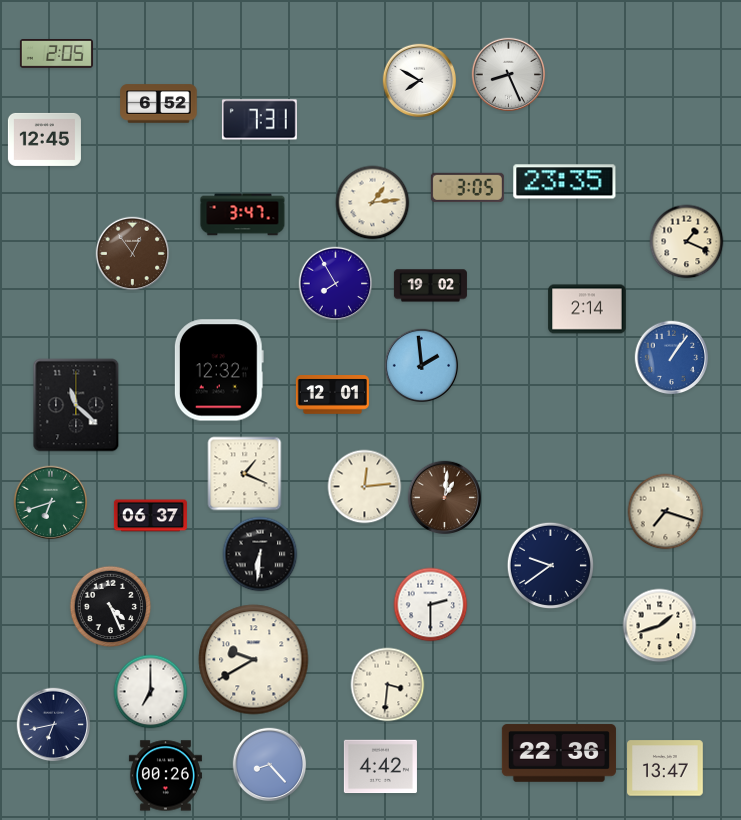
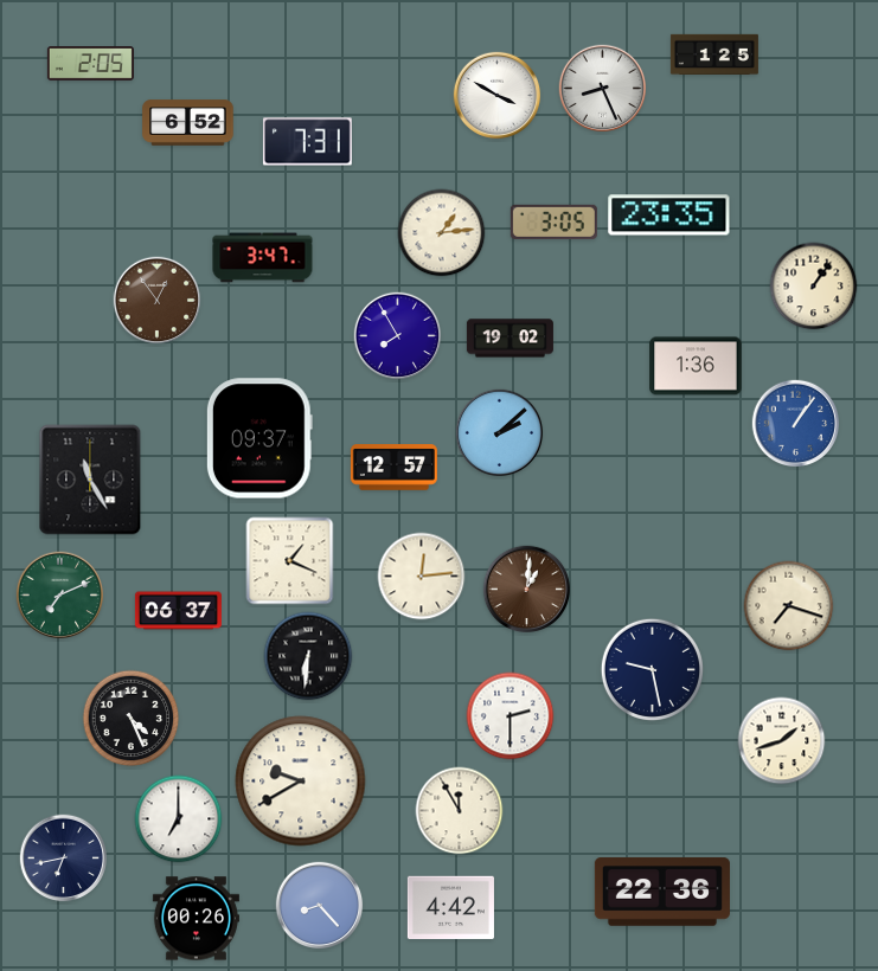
clock at (714, 54): none -> 1:25
clock at (56, 54) position: (56, 54) -> (90, 64)
clock at (420, 81): 7:50 -> 3:50
clock at (44, 139): 12:45 -> none
clock at (373, 203) position: (373, 203) -> (442, 233)
clock at (243, 215) position: (243, 215) -> (263, 258)
clock at (687, 242): 1:19 -> 1:06
clock at (587, 309): 2:14 -> 1:36
clock at (422, 366): 1:59 -> 2:08
clock at (219, 370): 12:32 -> 09:37
clock at (332, 395): 12:01 -> 12:57
clock at (76, 405): 11:22 -> 11:25
clock at (365, 487) position: (365, 487) -> (422, 577)
clock at (51, 503): 6:42 -> 7:11
clock at (550, 565): 9:39 -> 9:28
clock at (388, 685): 3:31 -> 11:55
clock at (665, 768): 13:47 -> none
